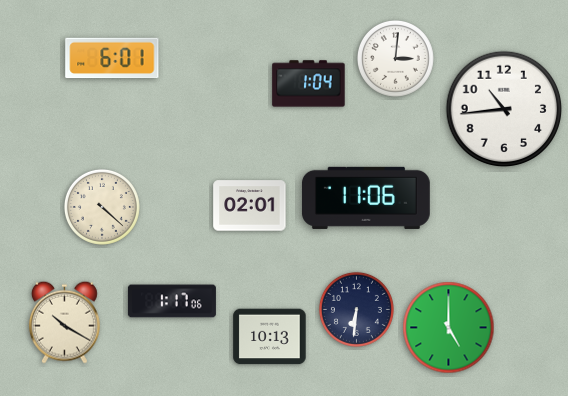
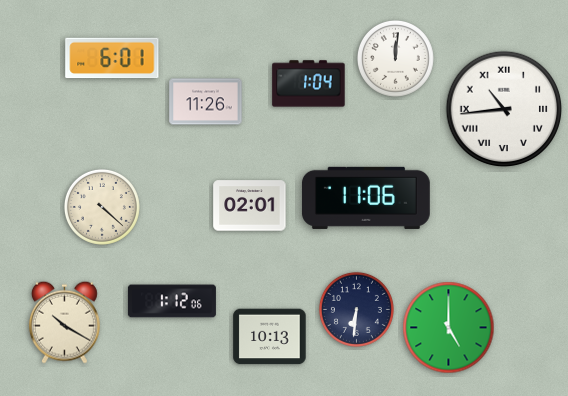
clock at (395, 58): 3:01 -> 12:01
clock at (206, 102): none -> 11:26
clock at (504, 109) numerals: Arabic -> Roman
clock at (172, 301): 1:17 -> 1:12
